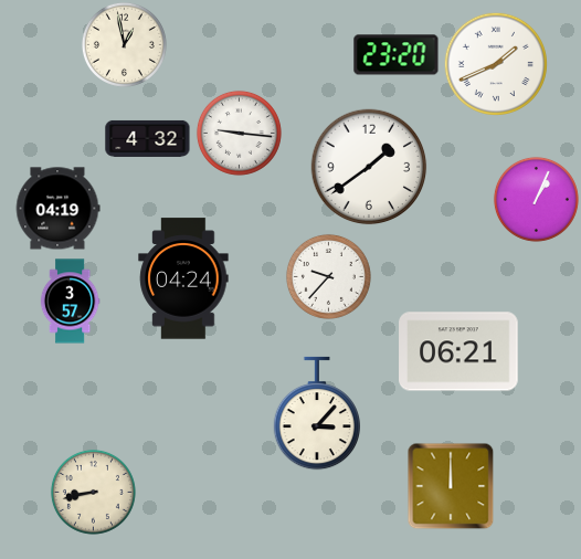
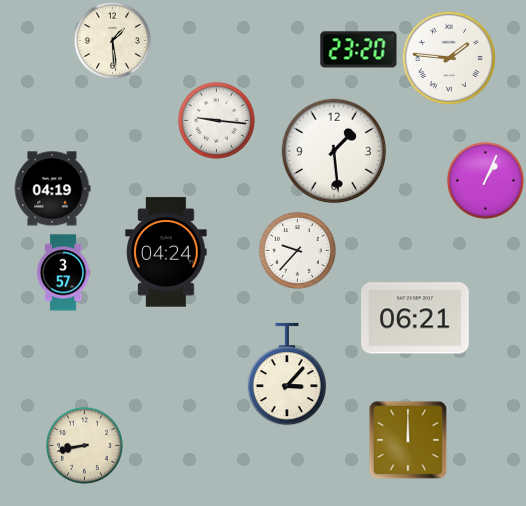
clock at (124, 44): 12:58 -> 1:29
clock at (495, 63): 1:41 -> 1:46
clock at (148, 138): 4:32 -> none
clock at (369, 167): 1:39 -> 1:29
